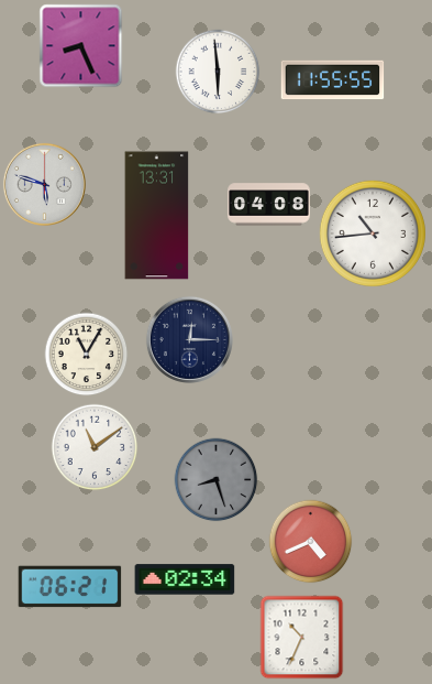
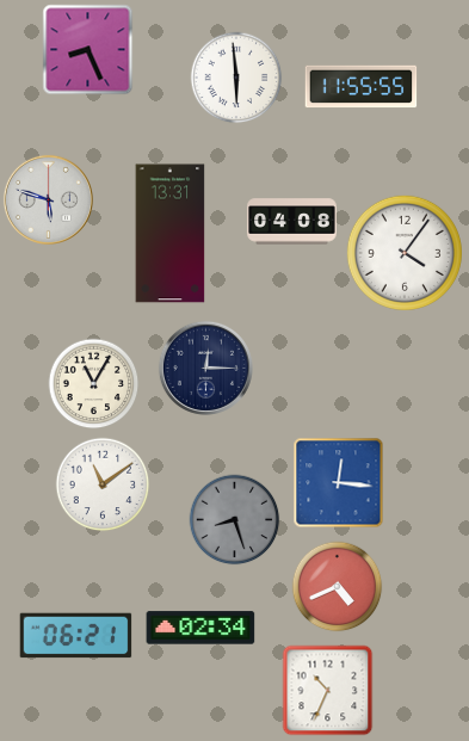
clock at (373, 234): 10:44 -> 4:06
clock at (339, 483): none -> 12:16
